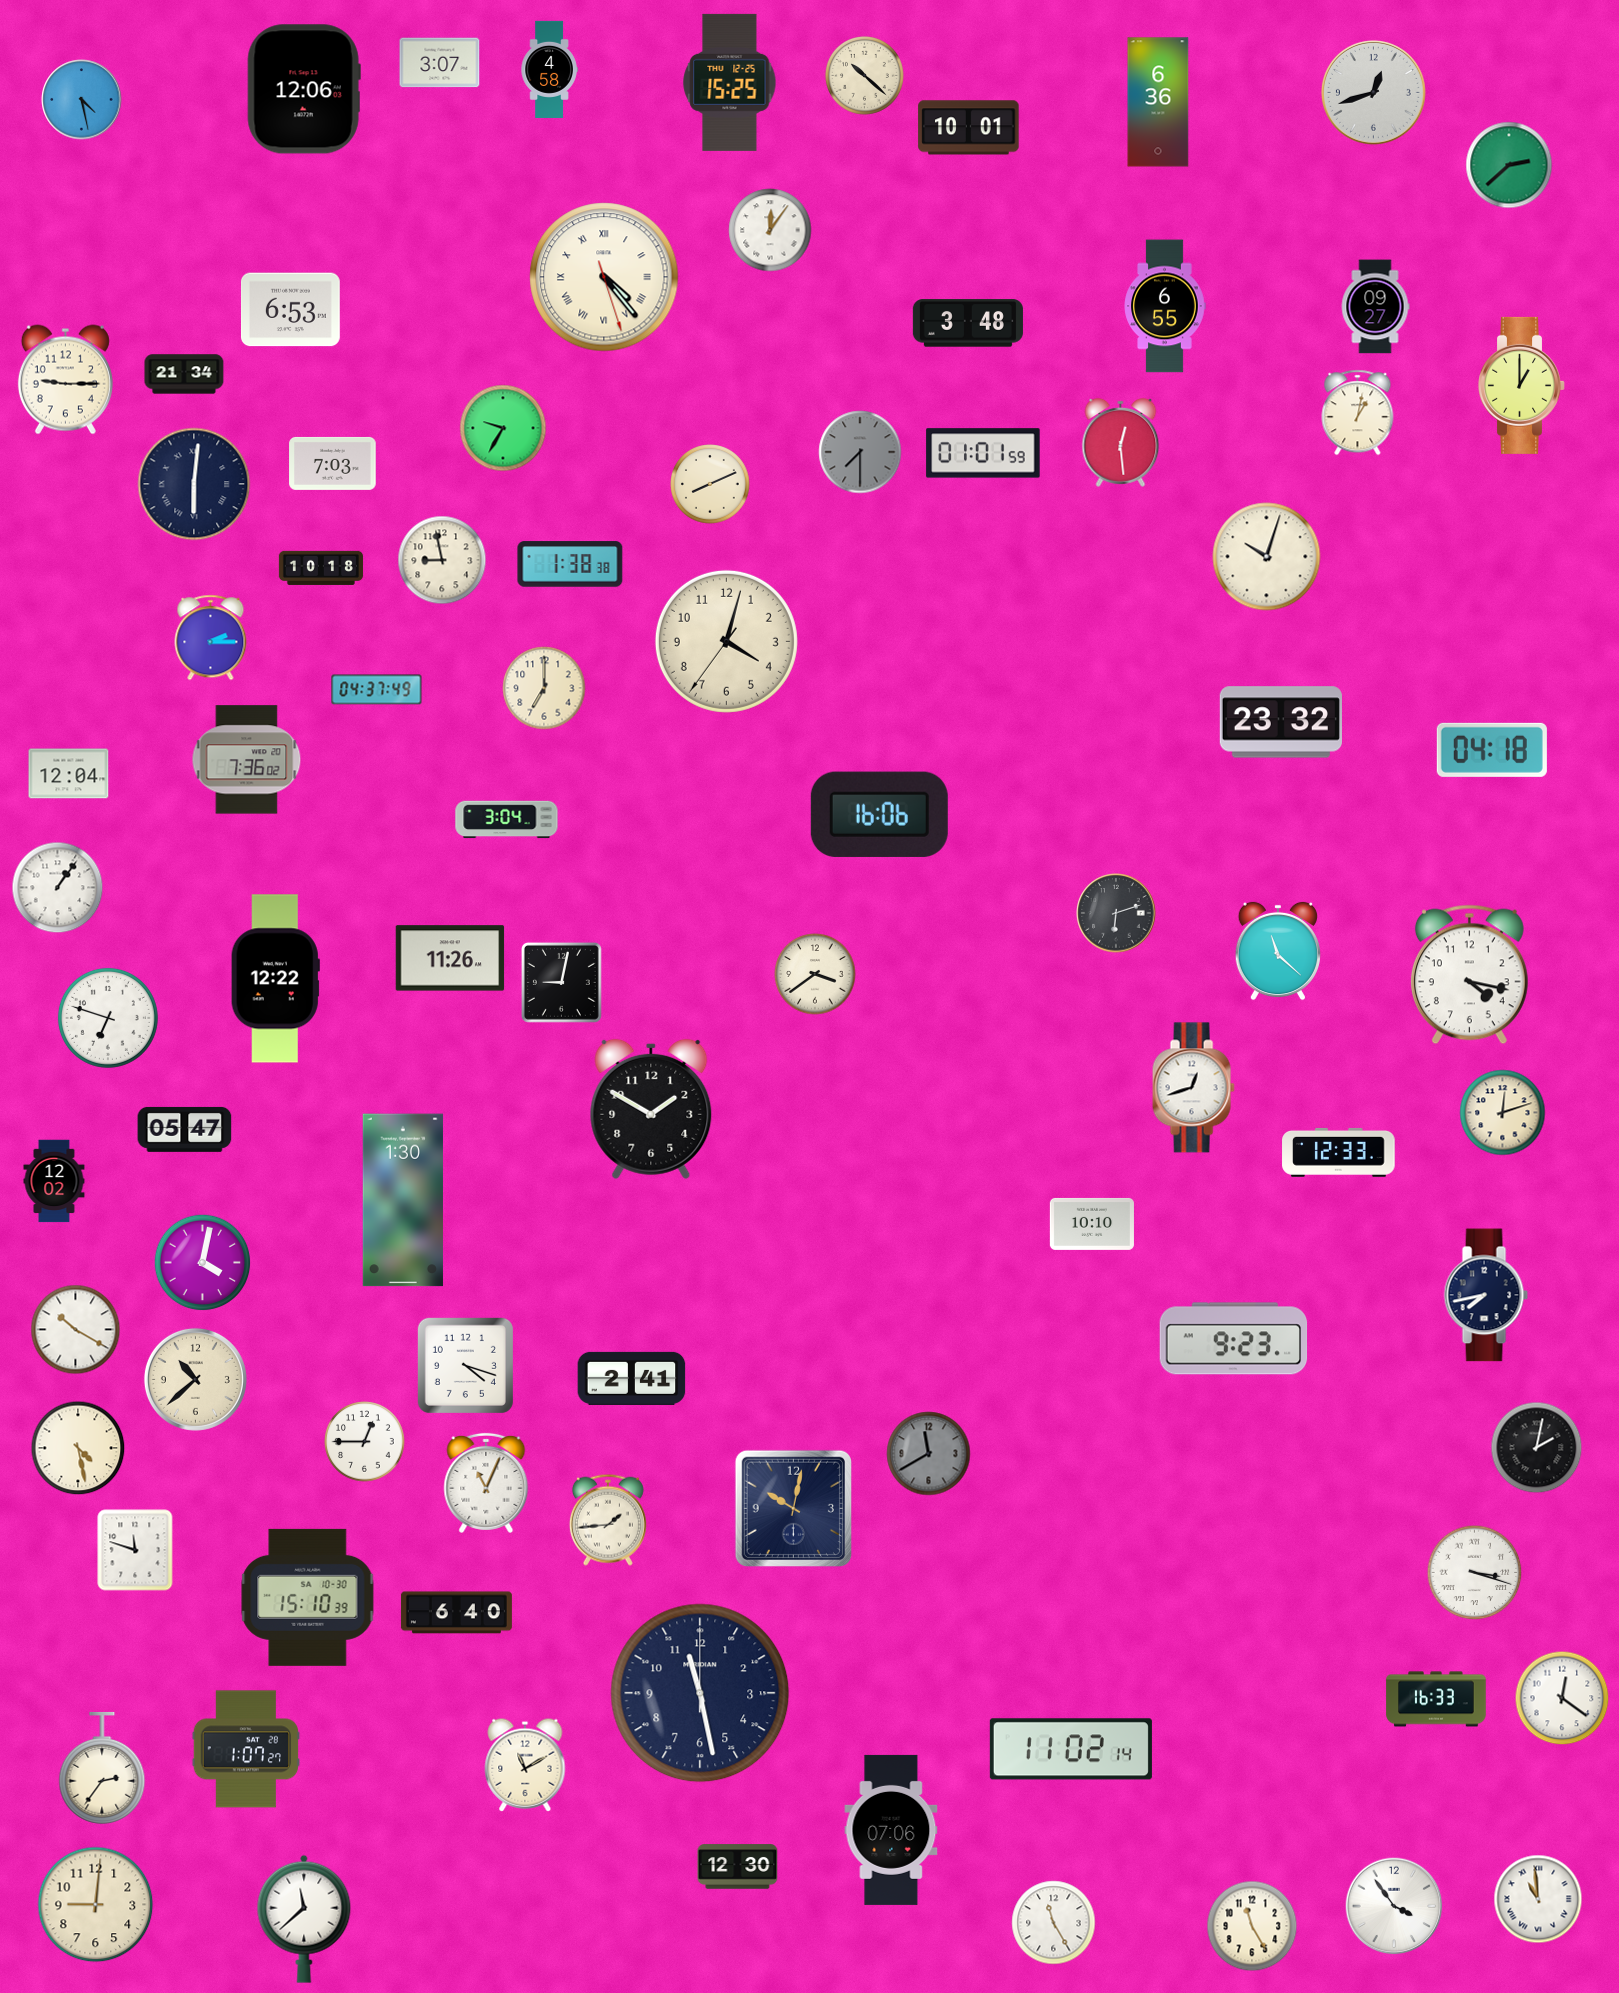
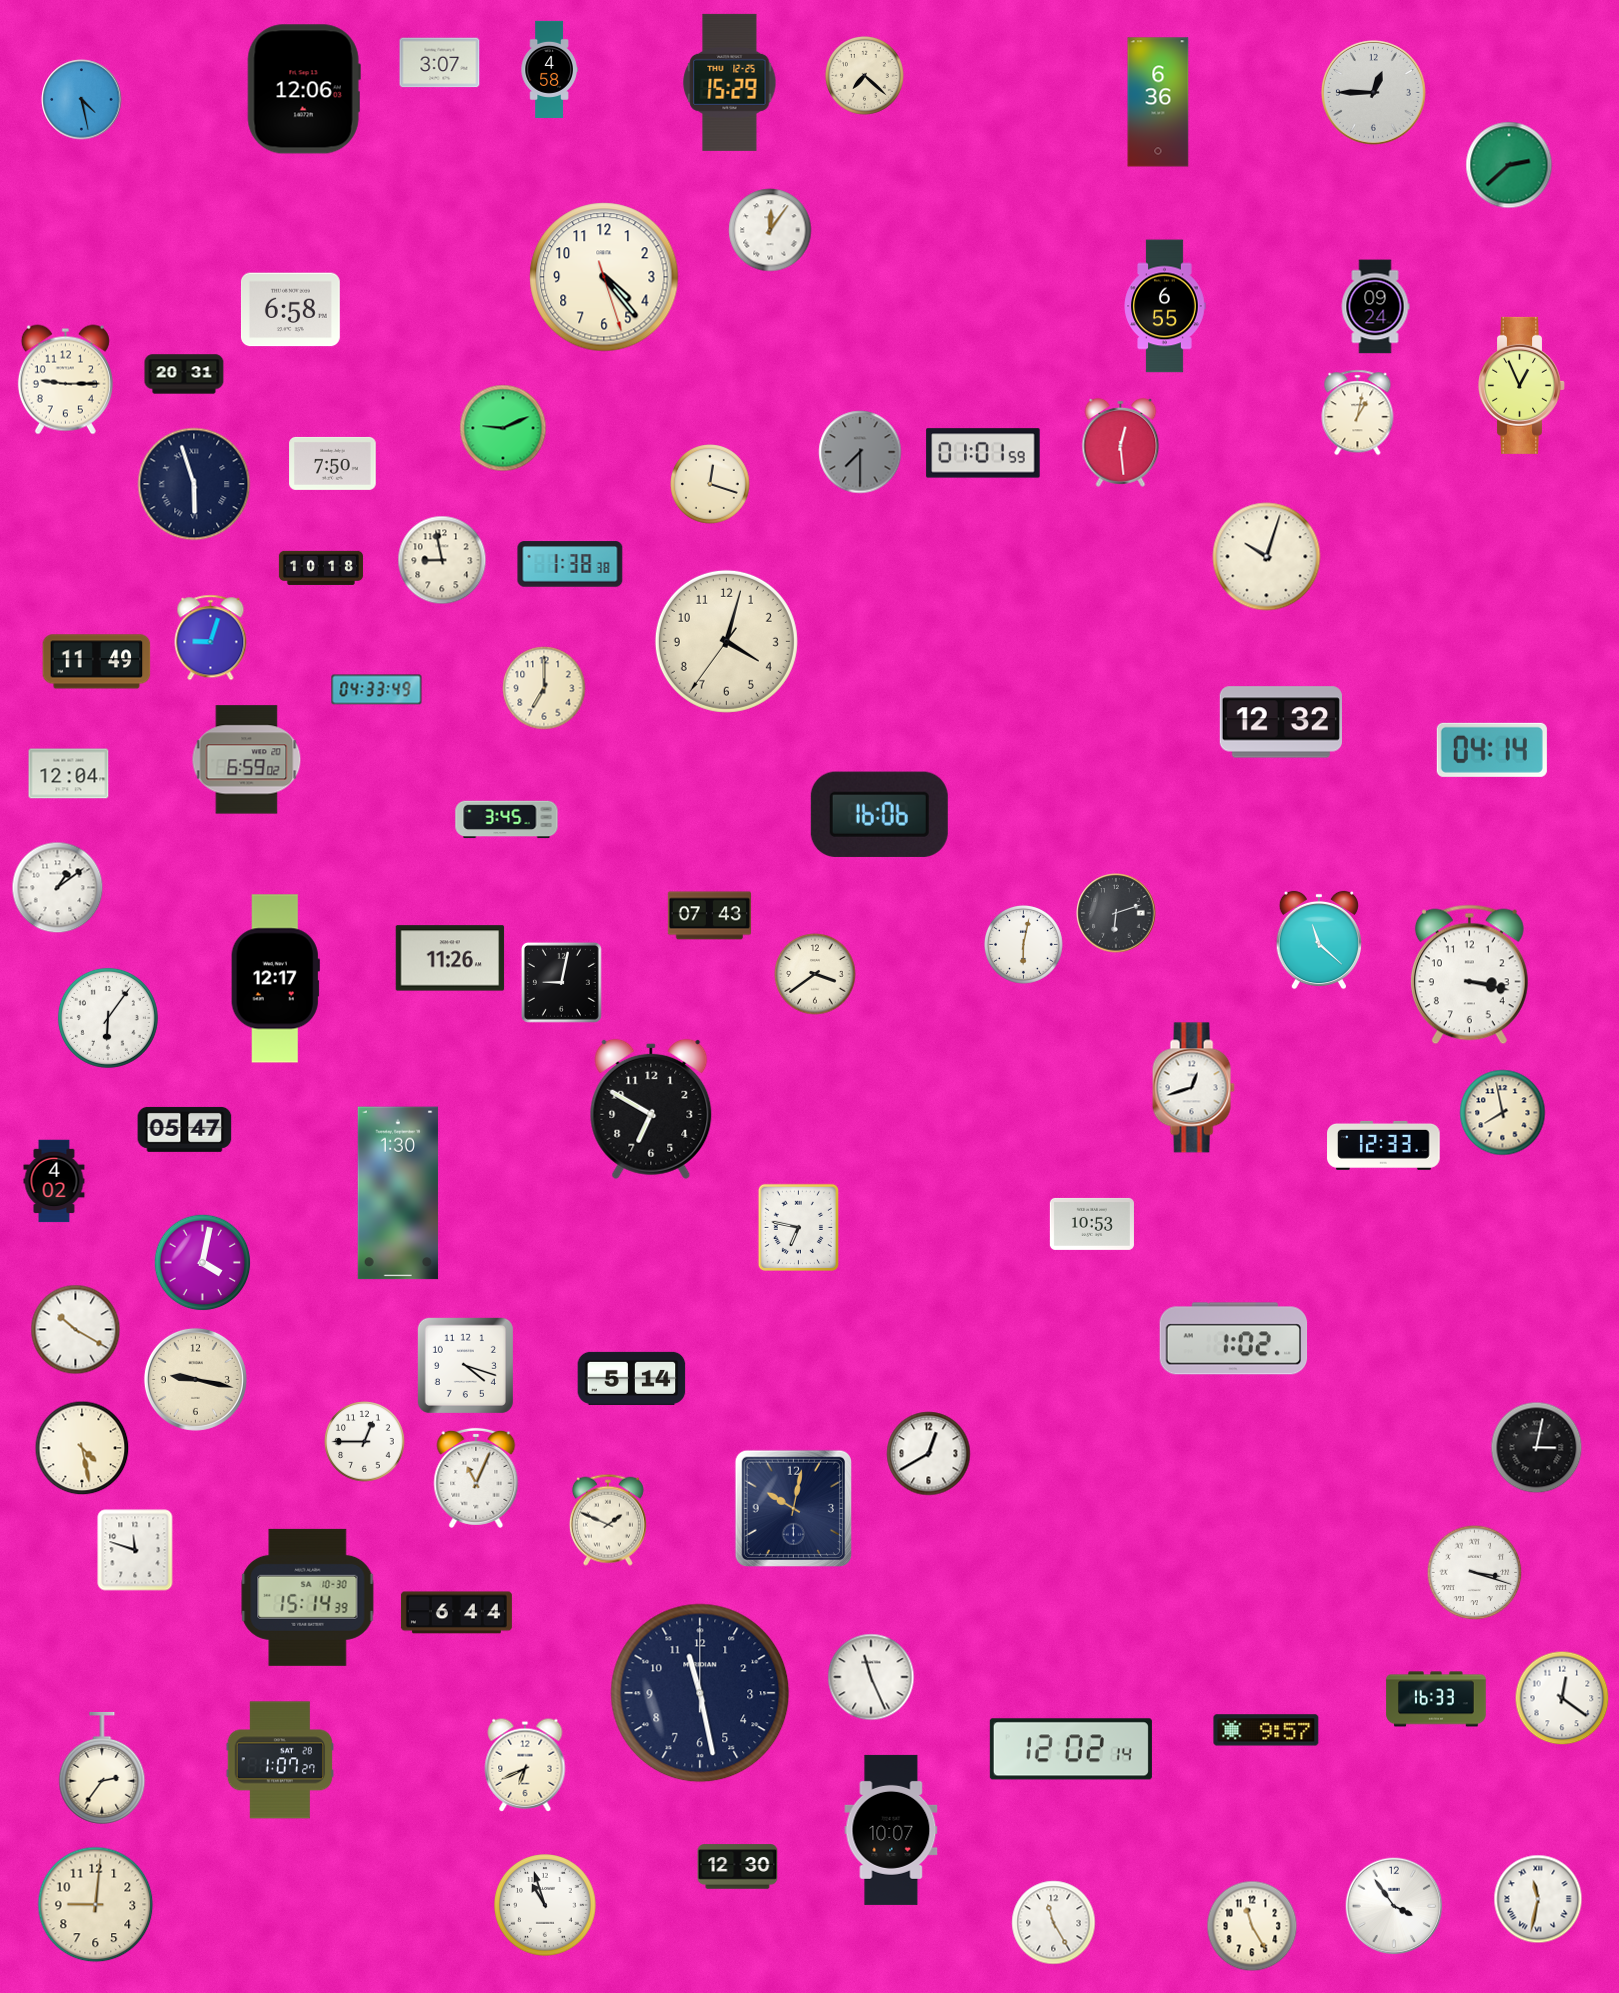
clock at (864, 75): 10:22 -> 7:22
clock at (730, 82): 15:25 -> 15:29
clock at (1373, 92): 12:42 -> 12:45
clock at (969, 128): 10:01 -> none
clock at (604, 277) numerals: Roman -> Arabic
clock at (1375, 307): 09:27 -> 09:24
clock at (290, 310): 6:53 -> 6:58
clock at (968, 323): 3:48 -> none
clock at (184, 374): 21:34 -> 20:31
clock at (1522, 385): 1:00 -> 12:56
clock at (503, 428): 9:35 -> 9:11
clock at (333, 463): 7:03 -> 7:50
clock at (194, 484): 6:01 -> 5:57
clock at (710, 484): 8:11 -> 12:18
clock at (211, 638): 2:15 -> 9:03
clock at (97, 662): none -> 11:49
clock at (377, 690): 04:37 -> 04:33
clock at (1281, 722): 23:32 -> 12:32
clock at (1492, 750): 04:18 -> 04:14
clock at (247, 760): 7:36 -> 6:59
clock at (507, 820): 3:04 -> 3:45
clock at (58, 888): 1:06 -> 1:09
clock at (710, 916): none -> 07:43
clock at (1023, 944): none -> 6:02
clock at (1278, 951) position: (1278, 951) -> (1319, 940)
clock at (1469, 975): 4:17 -> 3:17
clock at (275, 979): 12:22 -> 12:17
clock at (108, 1018): 6:48 -> 6:06
clock at (651, 1109): 1:50 -> 6:50
clock at (1503, 1113): 12:12 -> 7:58
clock at (1339, 1152) position: (1339, 1152) -> (1384, 1145)
clock at (54, 1181): 12:02 -> 4:02
clock at (403, 1200) position: (403, 1200) -> (398, 1193)
clock at (1092, 1224): 10:10 -> 10:53
clock at (798, 1227): none -> 6:47
clock at (1486, 1295): 7:43 -> none
clock at (1234, 1339): 9:23 -> 1:02
clock at (632, 1378): 2:41 -> 5:14
clock at (195, 1379): 10:38 -> 9:17
clock at (78, 1448) position: (78, 1448) -> (82, 1448)
clock at (1537, 1448): 2:02 -> 3:02
clock at (929, 1454): 11:40 -> 12:40
clock at (929, 1454) dial: grey -> white
clock at (486, 1483) position: (486, 1483) -> (476, 1478)
clock at (608, 1520): 1:44 -> 1:49
clock at (308, 1597): 15:10 -> 15:14
clock at (456, 1613): 6:40 -> 6:44
clock at (871, 1677): none -> 11:26
clock at (1266, 1730): none -> 9:57
clock at (246, 1749) position: (246, 1749) -> (280, 1760)
clock at (1071, 1749): 11:02 -> 12:02
clock at (525, 1765): 11:10 -> 6:41
clock at (891, 1830): 07:06 -> 10:07
clock at (1538, 1899): 10:59 -> 11:32
clock at (545, 1905): none -> 10:57
clock at (304, 1919): 11:38 -> none
